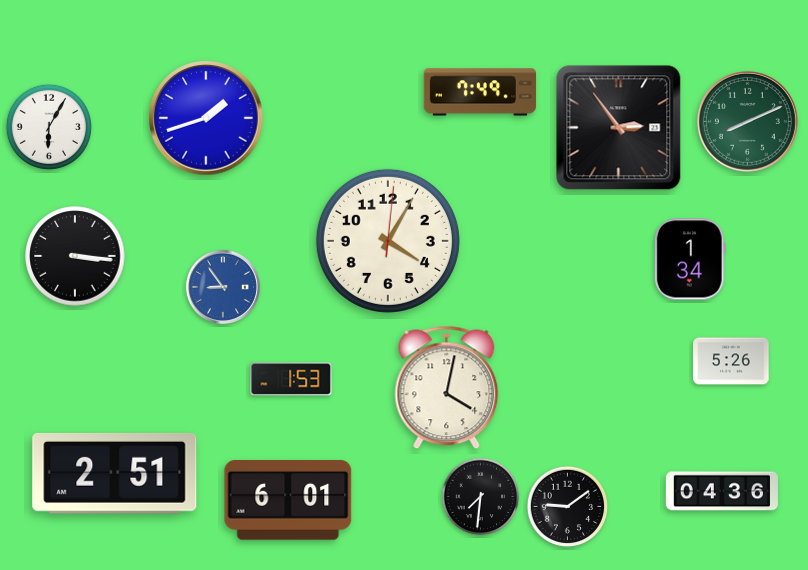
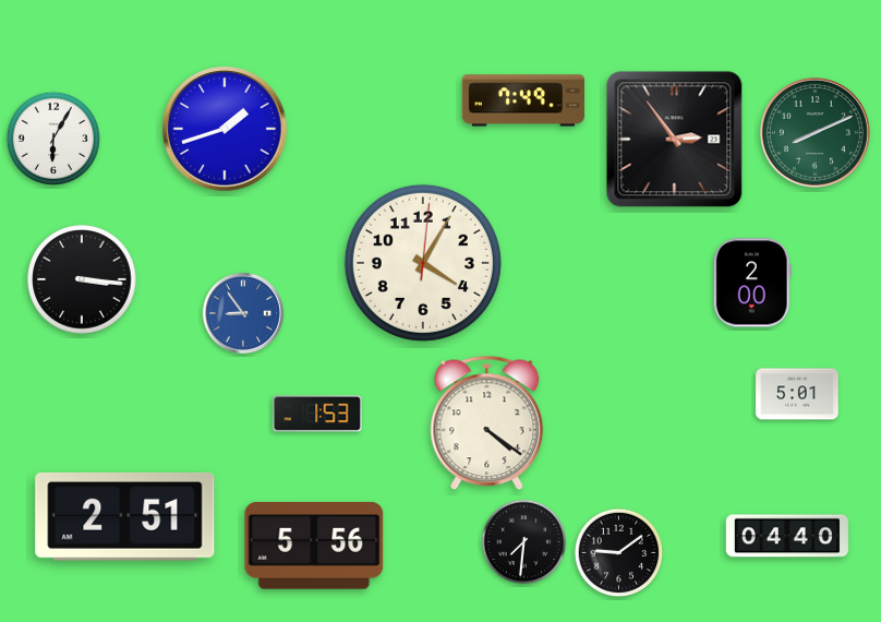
clock at (690, 259): 1:34 -> 2:00
clock at (731, 361): 5:26 -> 5:01
clock at (447, 388): 4:02 -> 4:21
clock at (722, 491): 04:36 -> 04:40
clock at (288, 500): 6:01 -> 5:56
